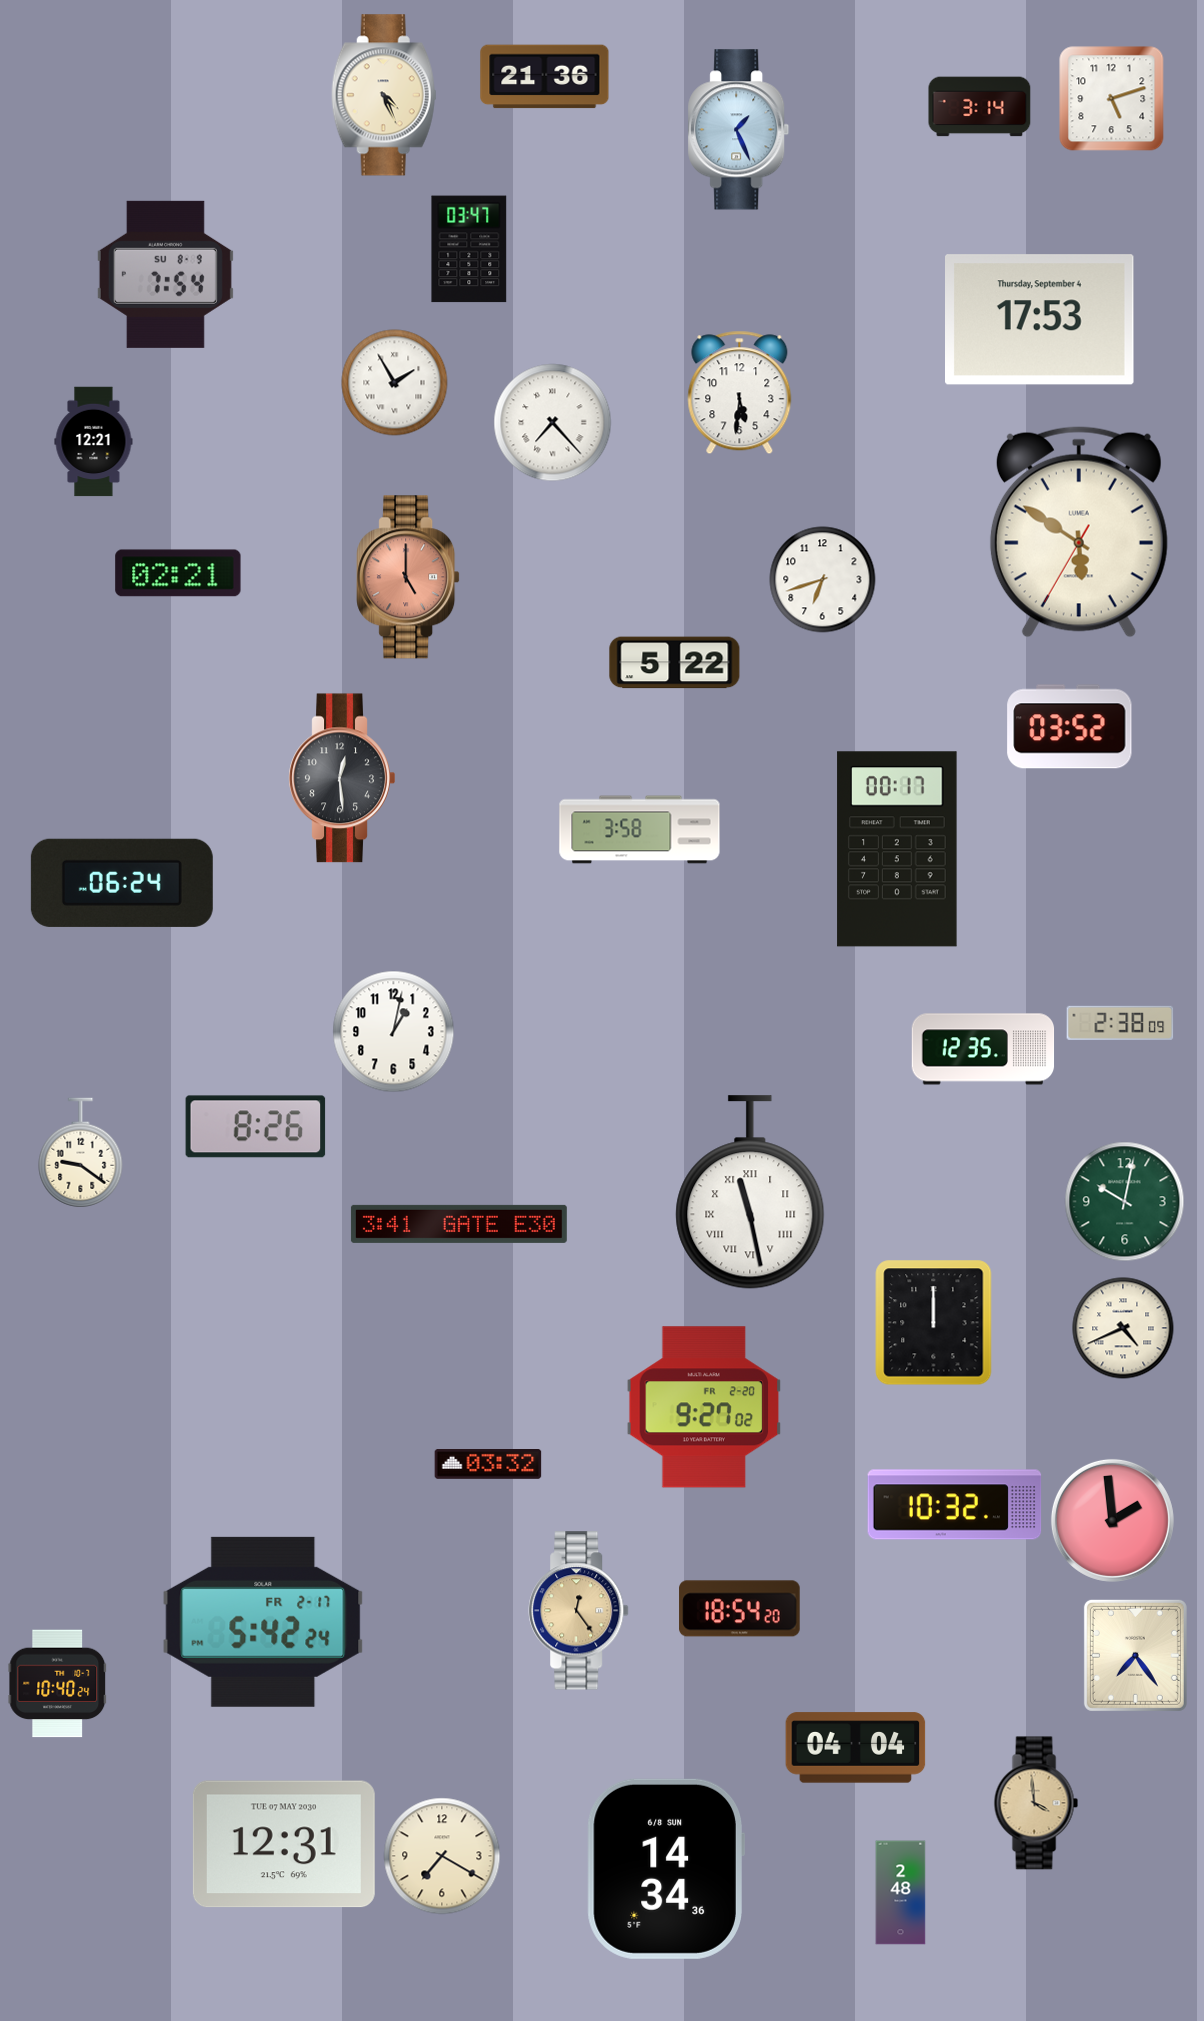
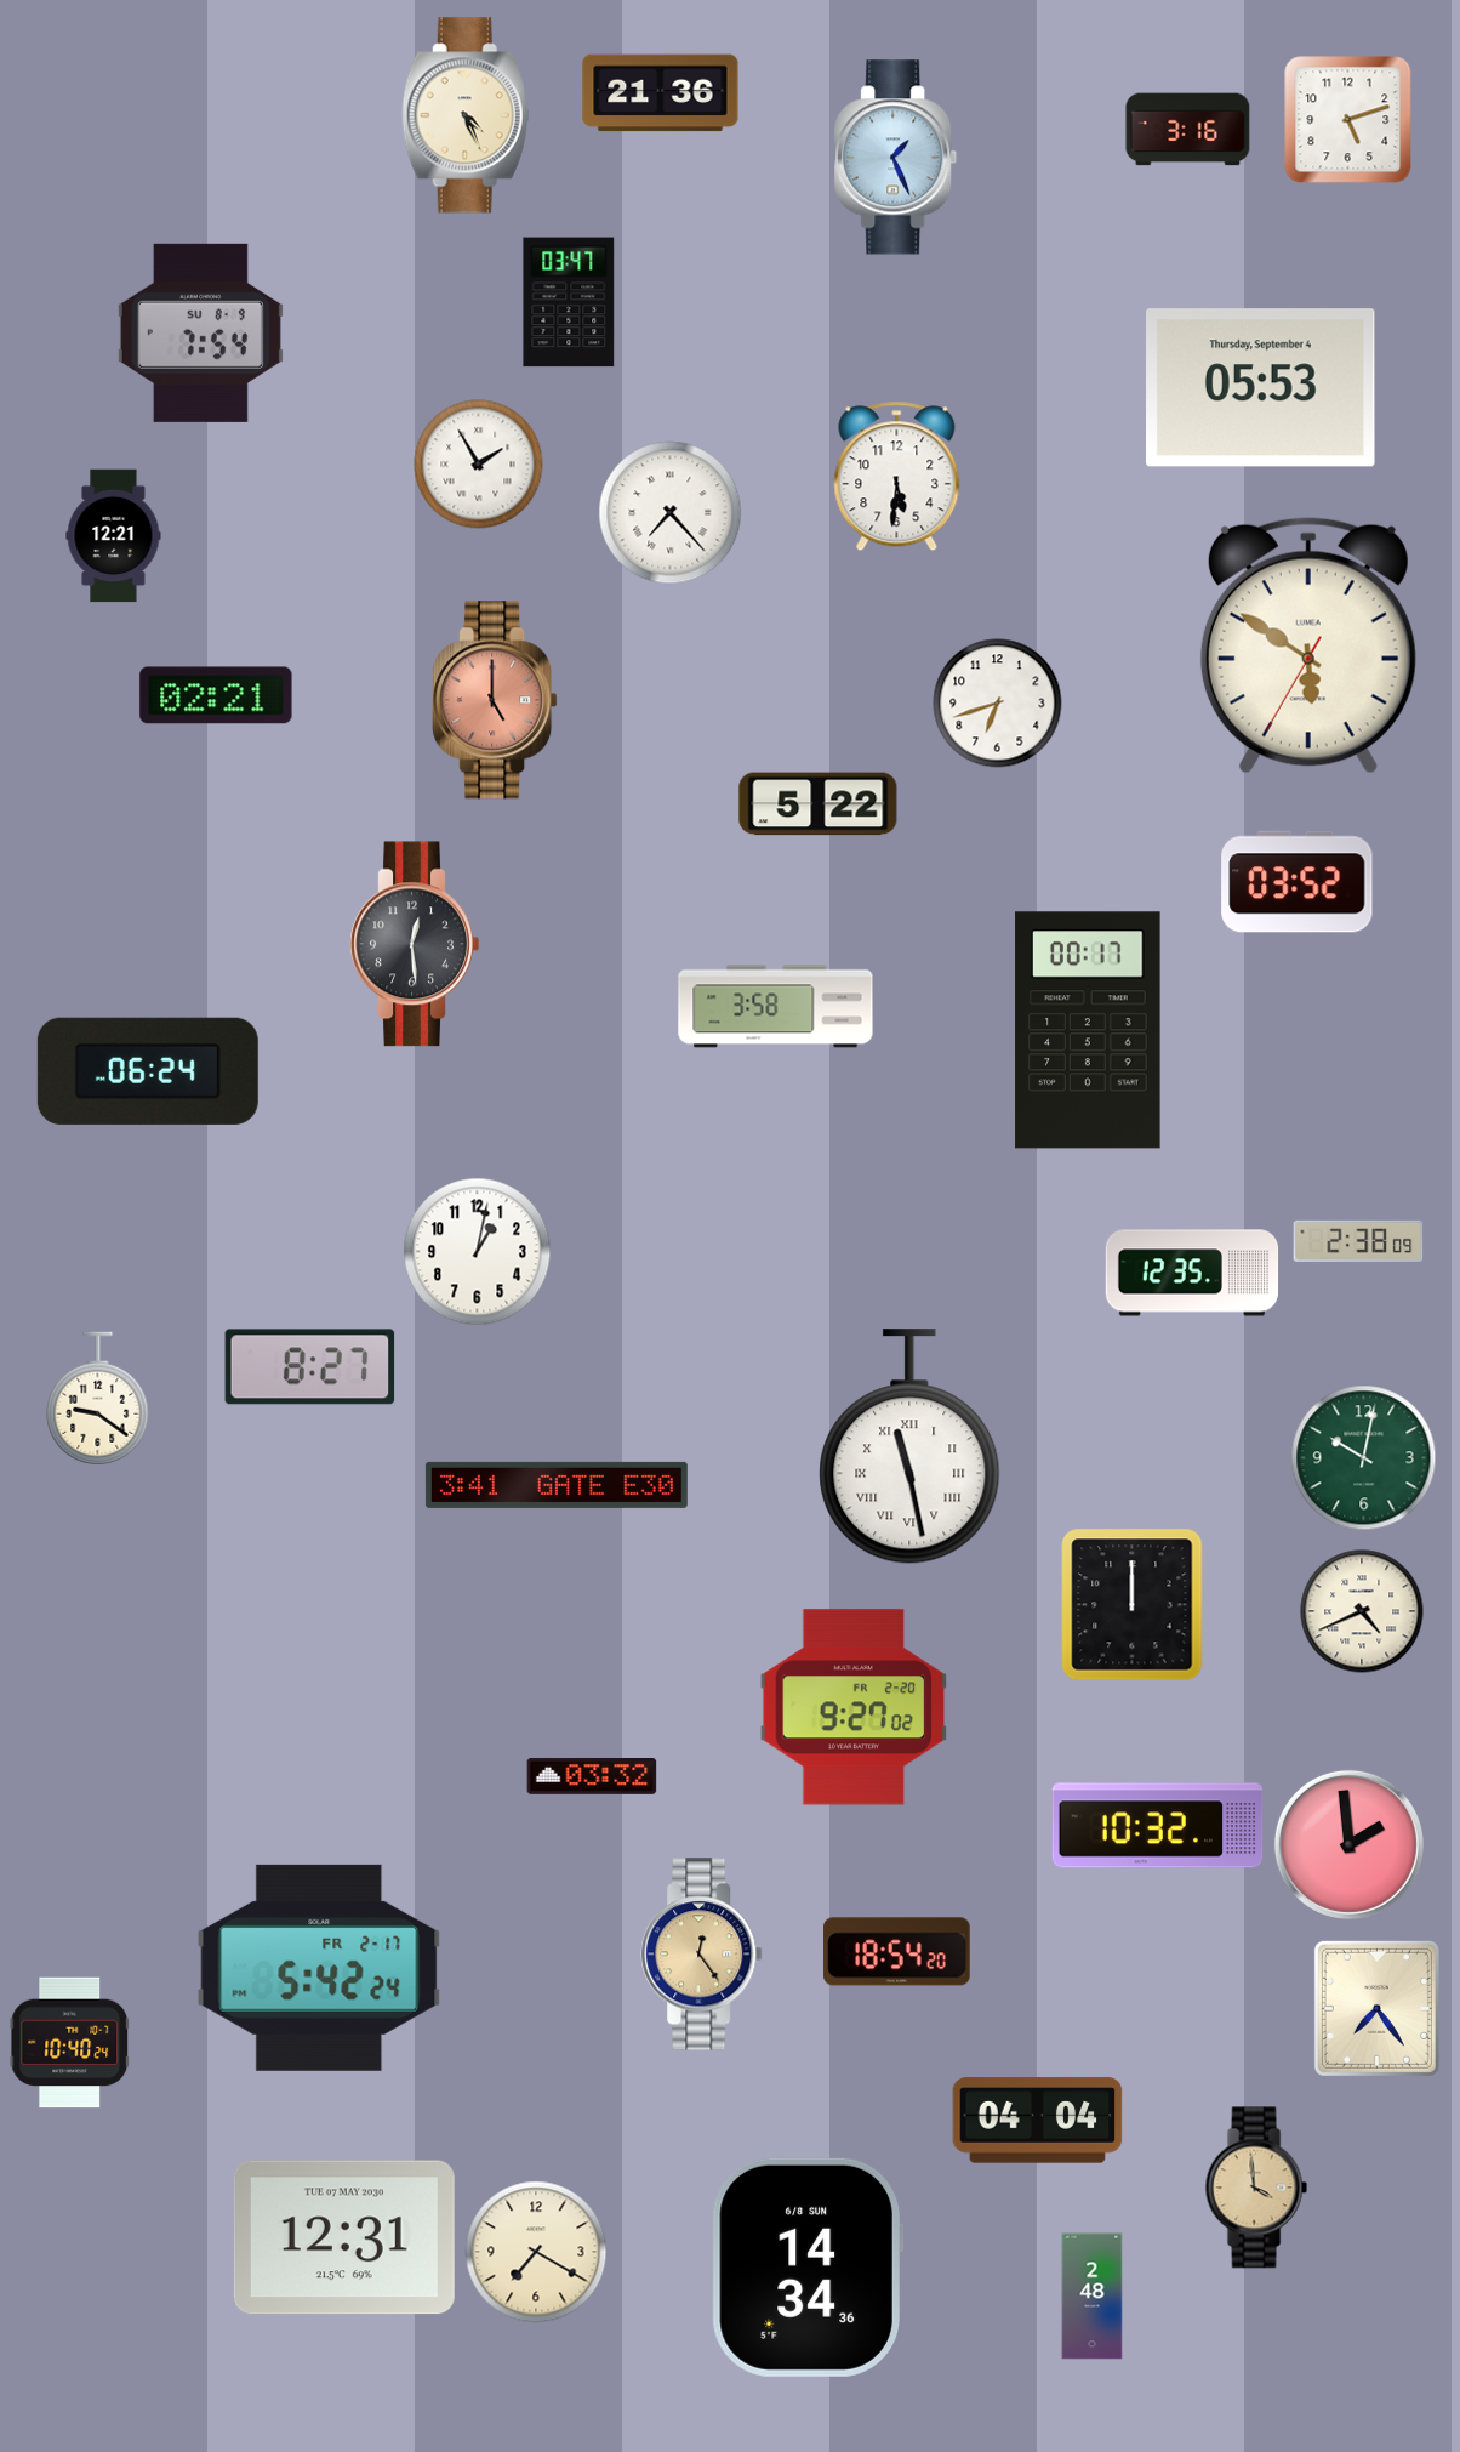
clock at (980, 107): 3:14 -> 3:16
clock at (1040, 320): 17:53 -> 05:53
clock at (256, 1127): 8:26 -> 8:27
